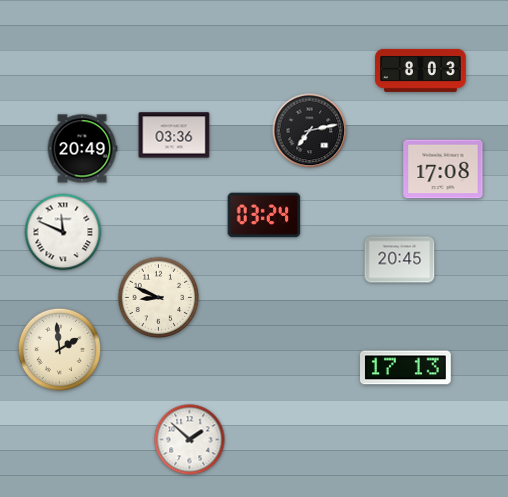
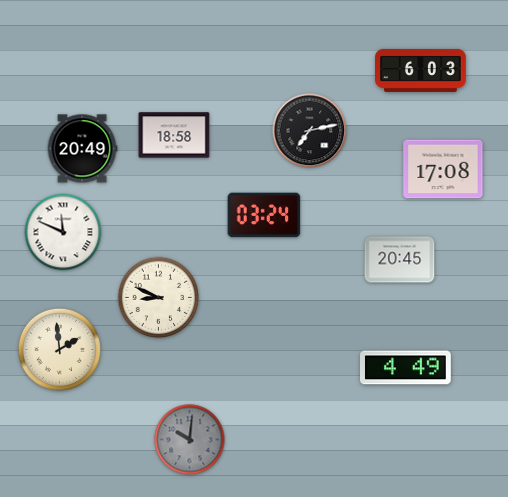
clock at (421, 70): 8:03 -> 6:03
clock at (174, 135): 03:36 -> 18:58
clock at (406, 368): 17:13 -> 4:49
clock at (190, 440): 1:52 -> 10:01
clock at (190, 440) dial: white -> grey
